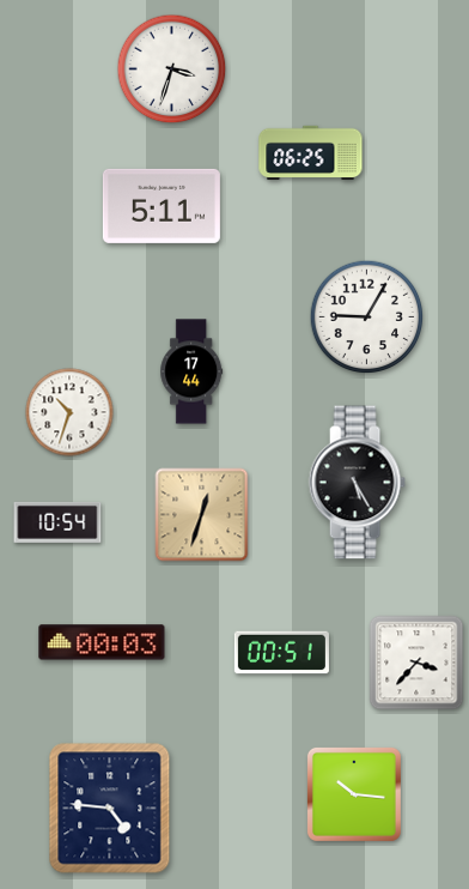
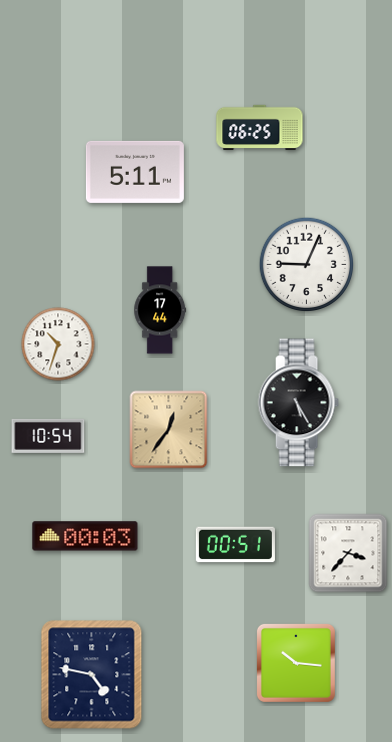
clock at (172, 69): 3:33 -> none
clock at (367, 317): 9:05 -> 9:04
clock at (202, 515): 12:33 -> 12:36
clock at (110, 809): 4:46 -> 4:47
